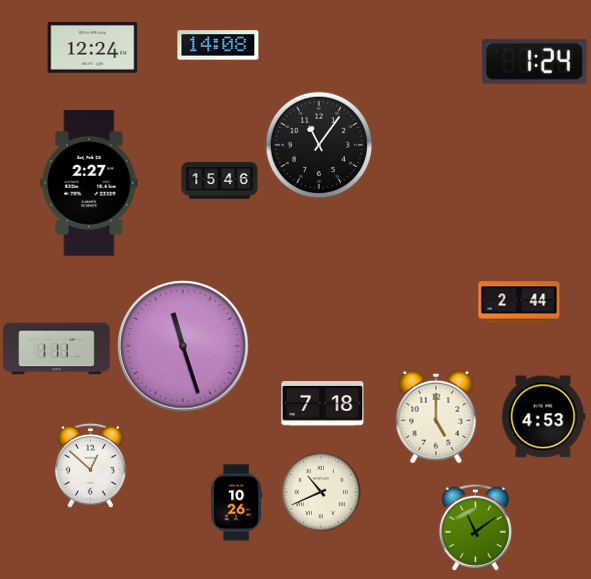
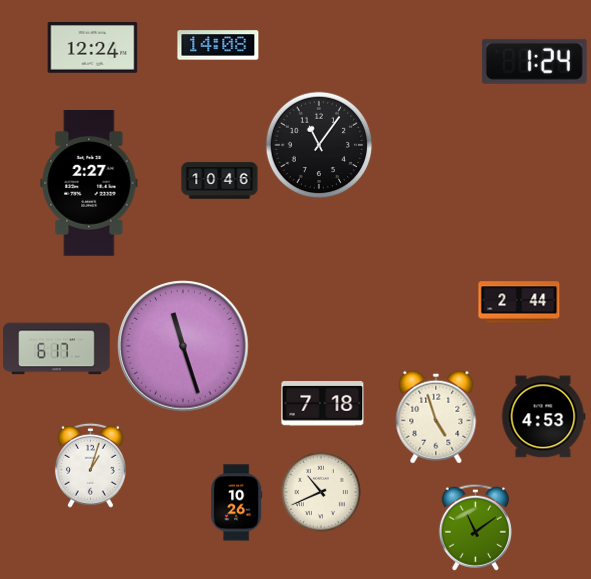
clock at (220, 181): 15:46 -> 10:46
clock at (57, 349): 1:11 -> 6:17
clock at (436, 417): 5:00 -> 4:57
clock at (90, 465): 12:52 -> 1:03
